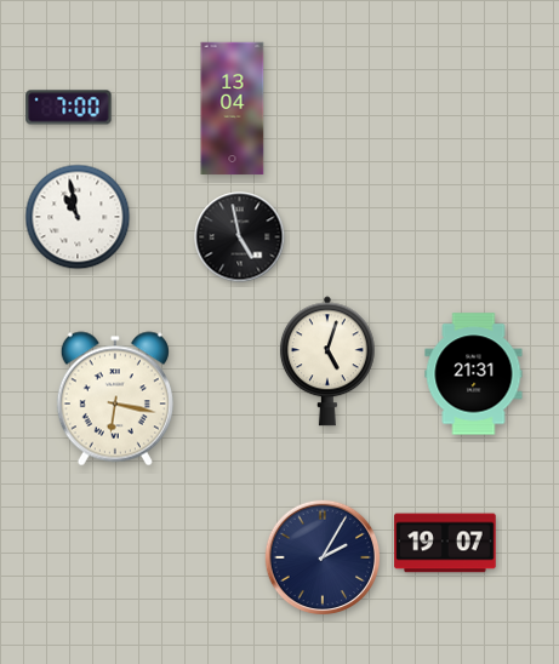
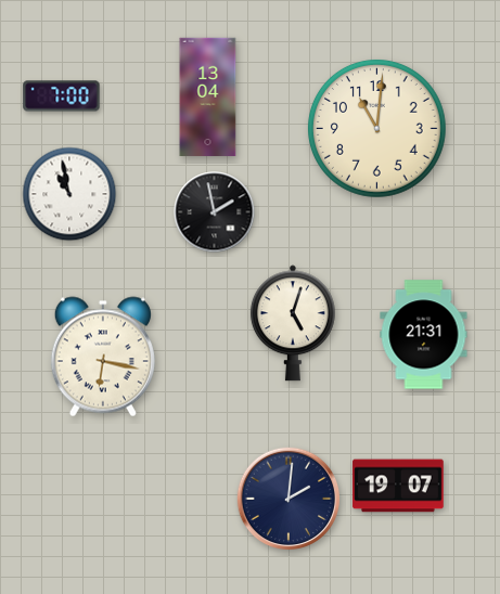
clock at (376, 128): none -> 11:01
clock at (240, 237): 4:58 -> 1:58
clock at (323, 557): 2:05 -> 2:01
